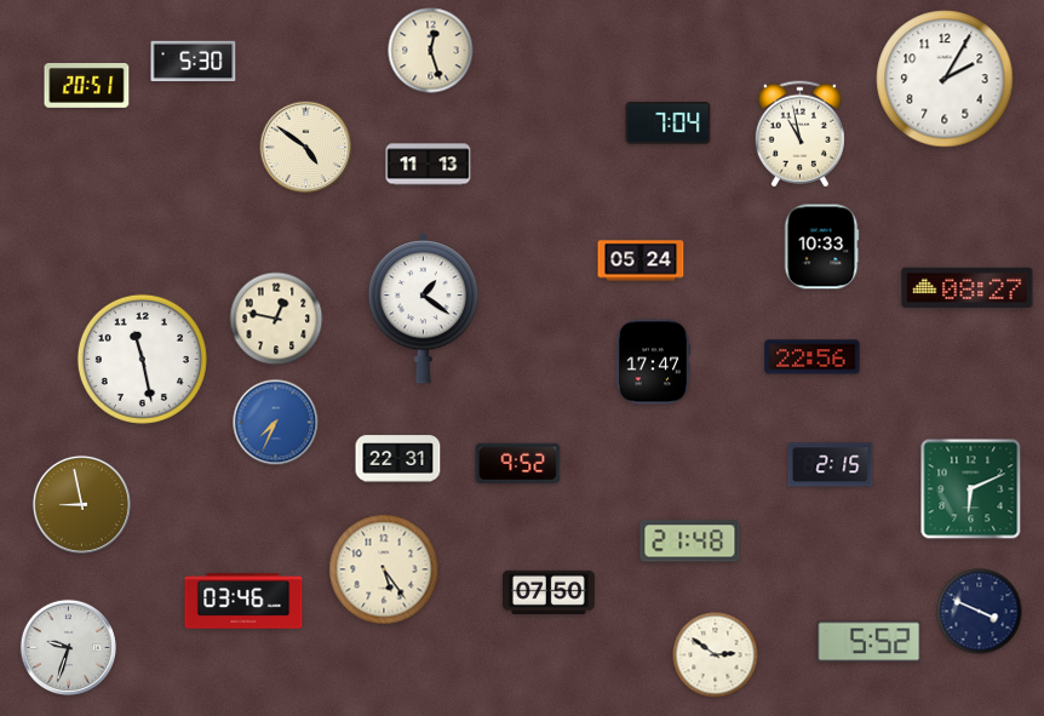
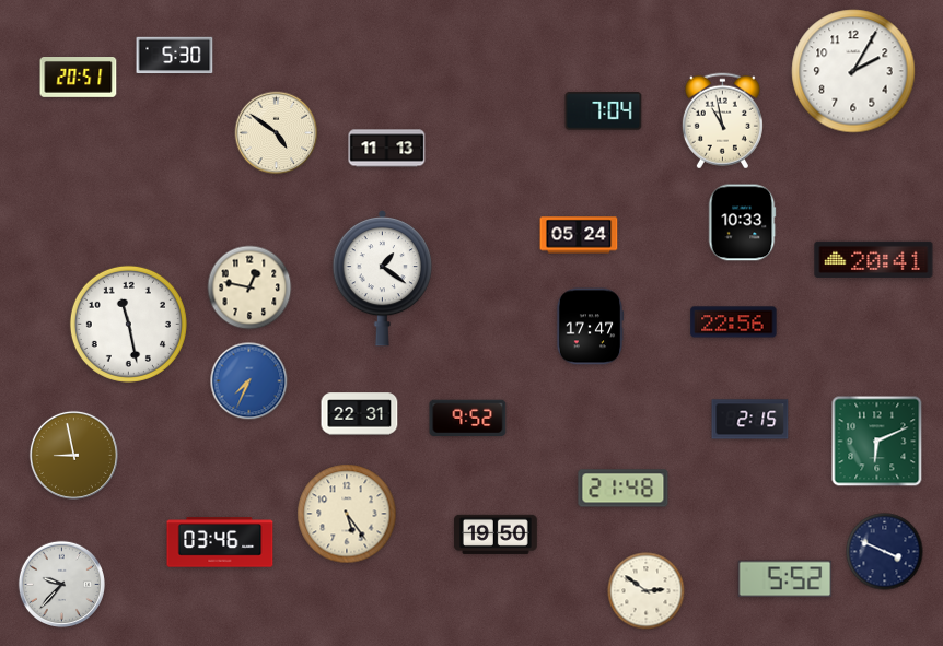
clock at (431, 51): 12:27 -> none
clock at (968, 287): 08:27 -> 20:41
clock at (549, 592): 07:50 -> 19:50
clock at (68, 647): 9:33 -> 9:37
